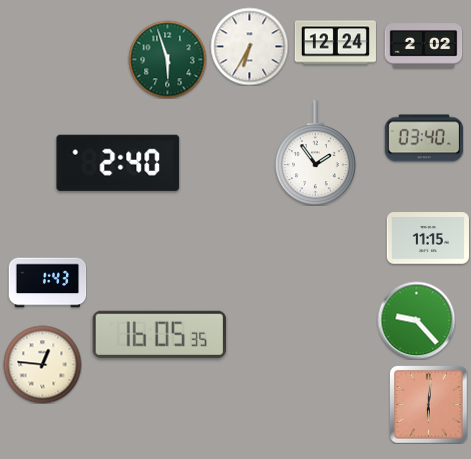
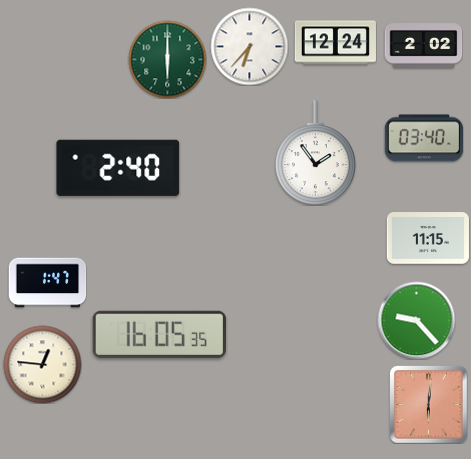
clock at (249, 46): 6:35 -> 6:37
clock at (167, 59): 5:57 -> 6:00
clock at (118, 163) position: (118, 163) -> (118, 168)
clock at (47, 283): 1:43 -> 1:47
